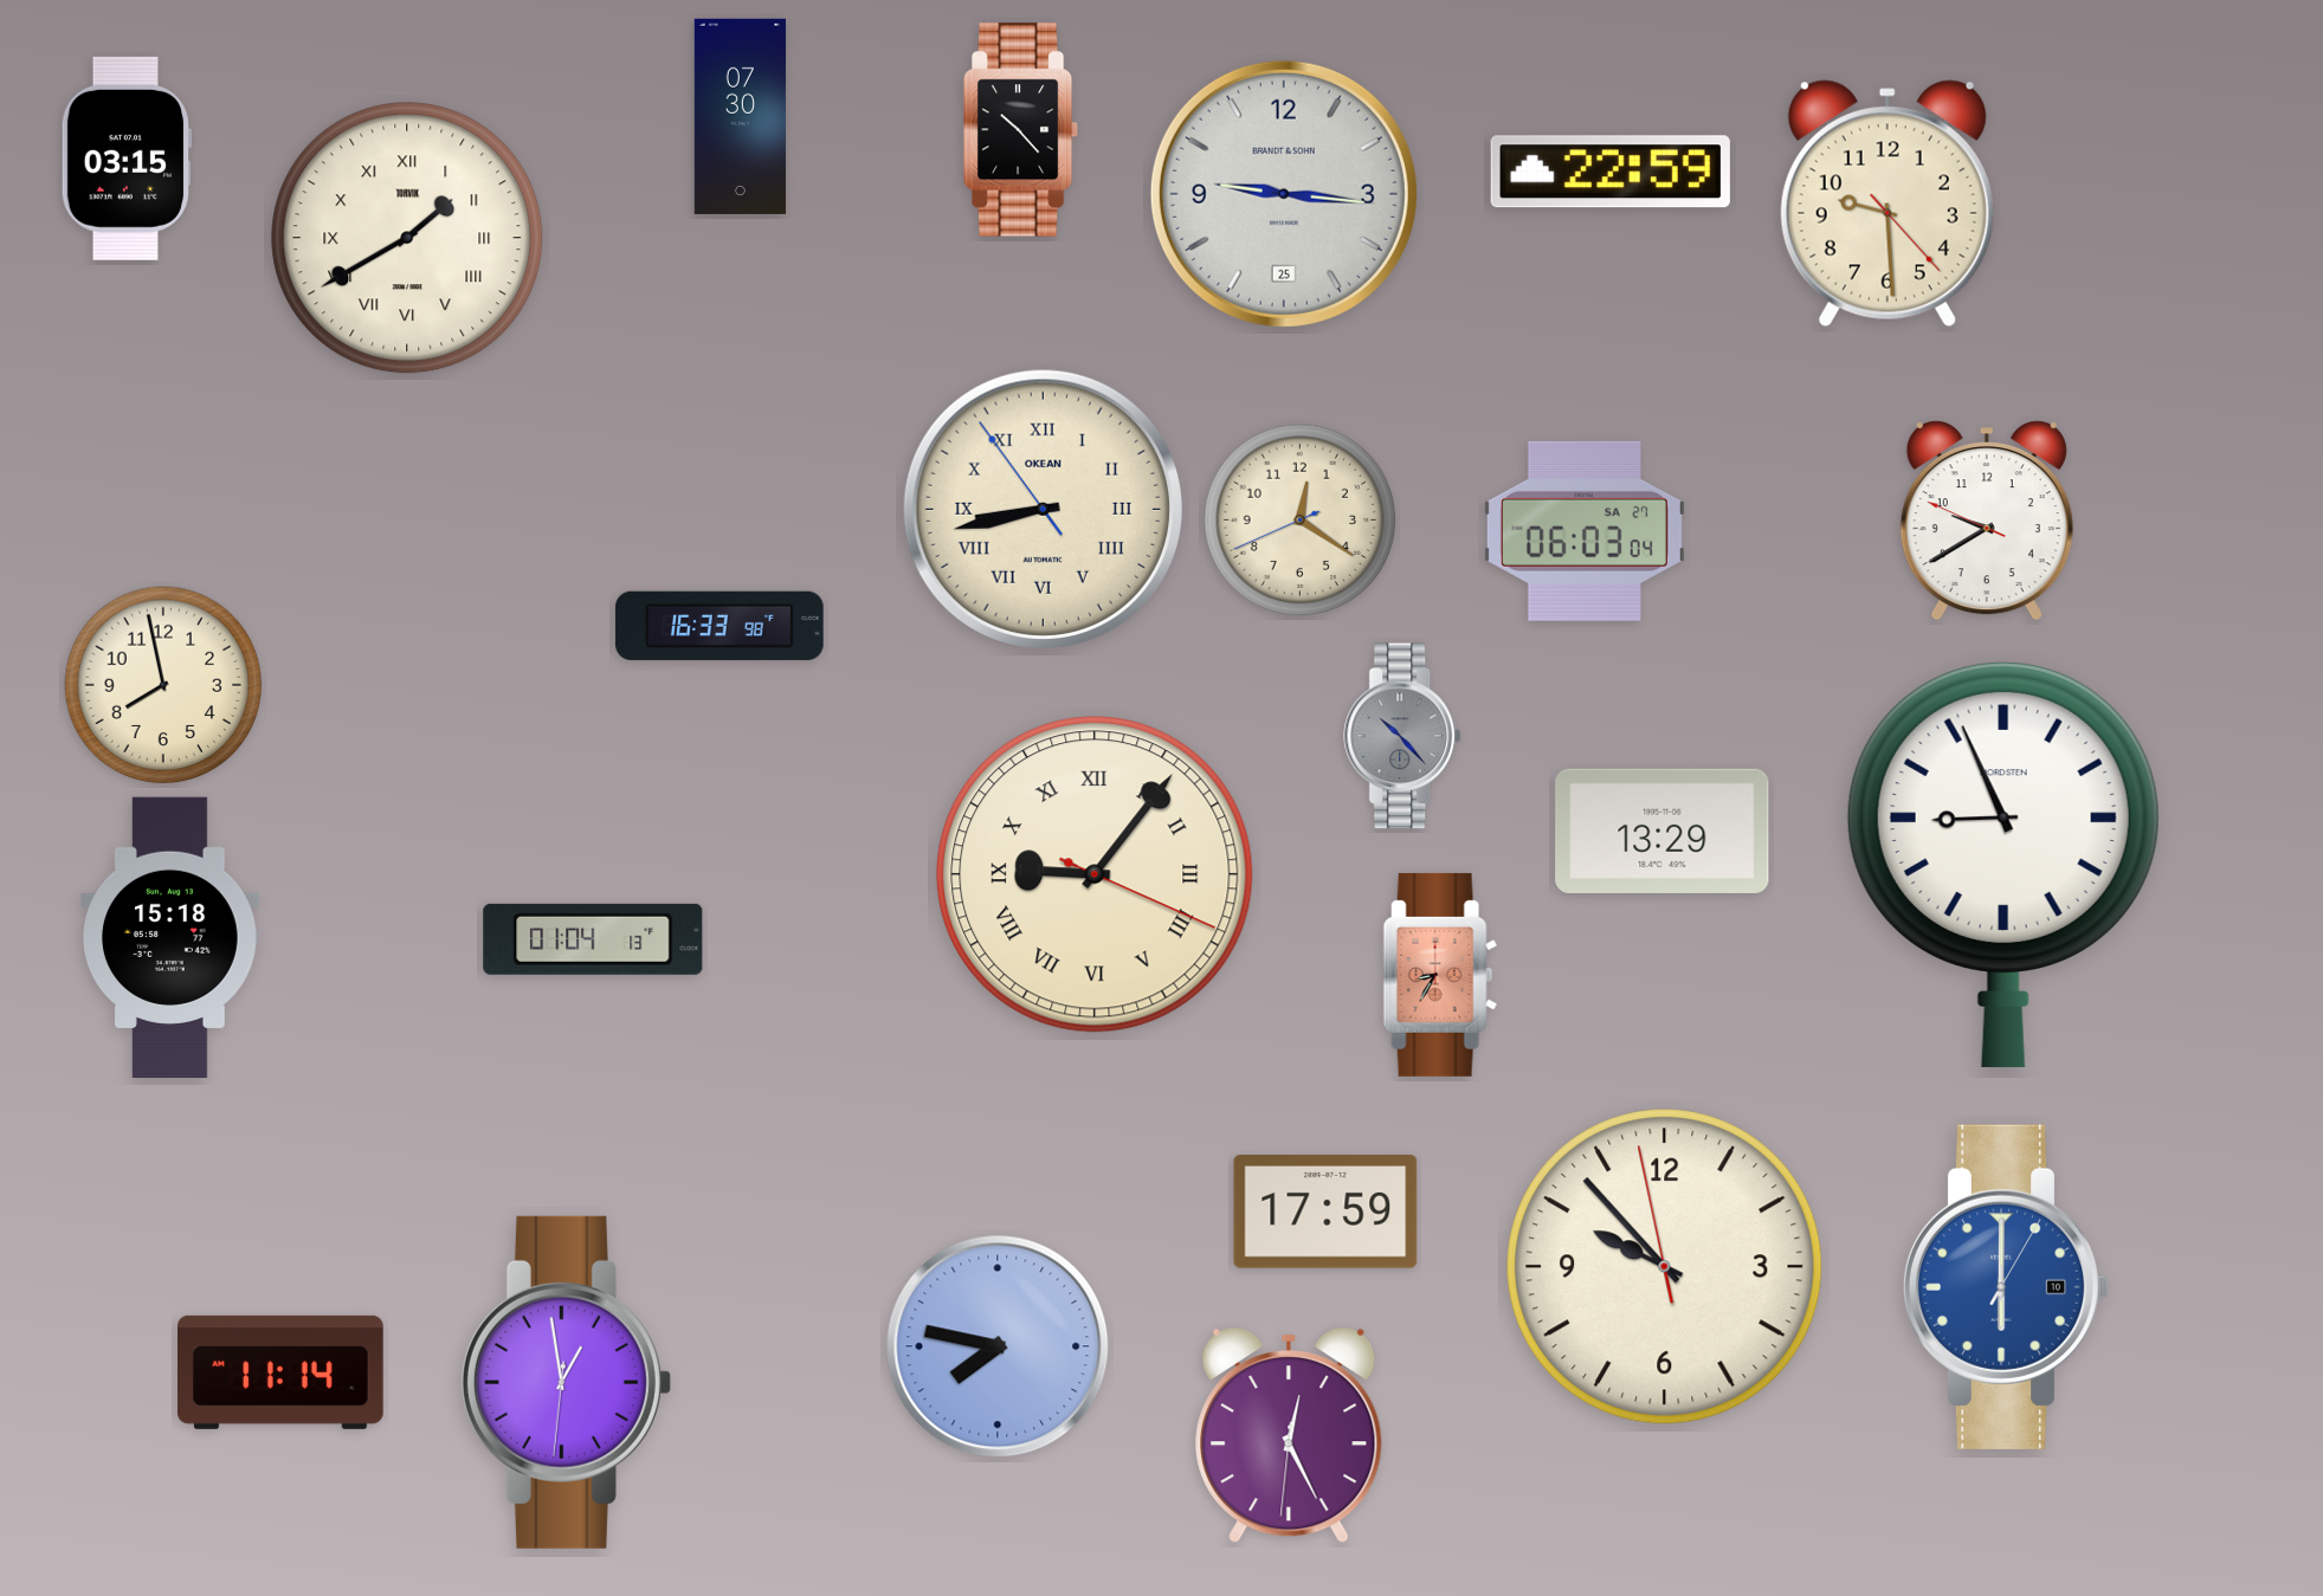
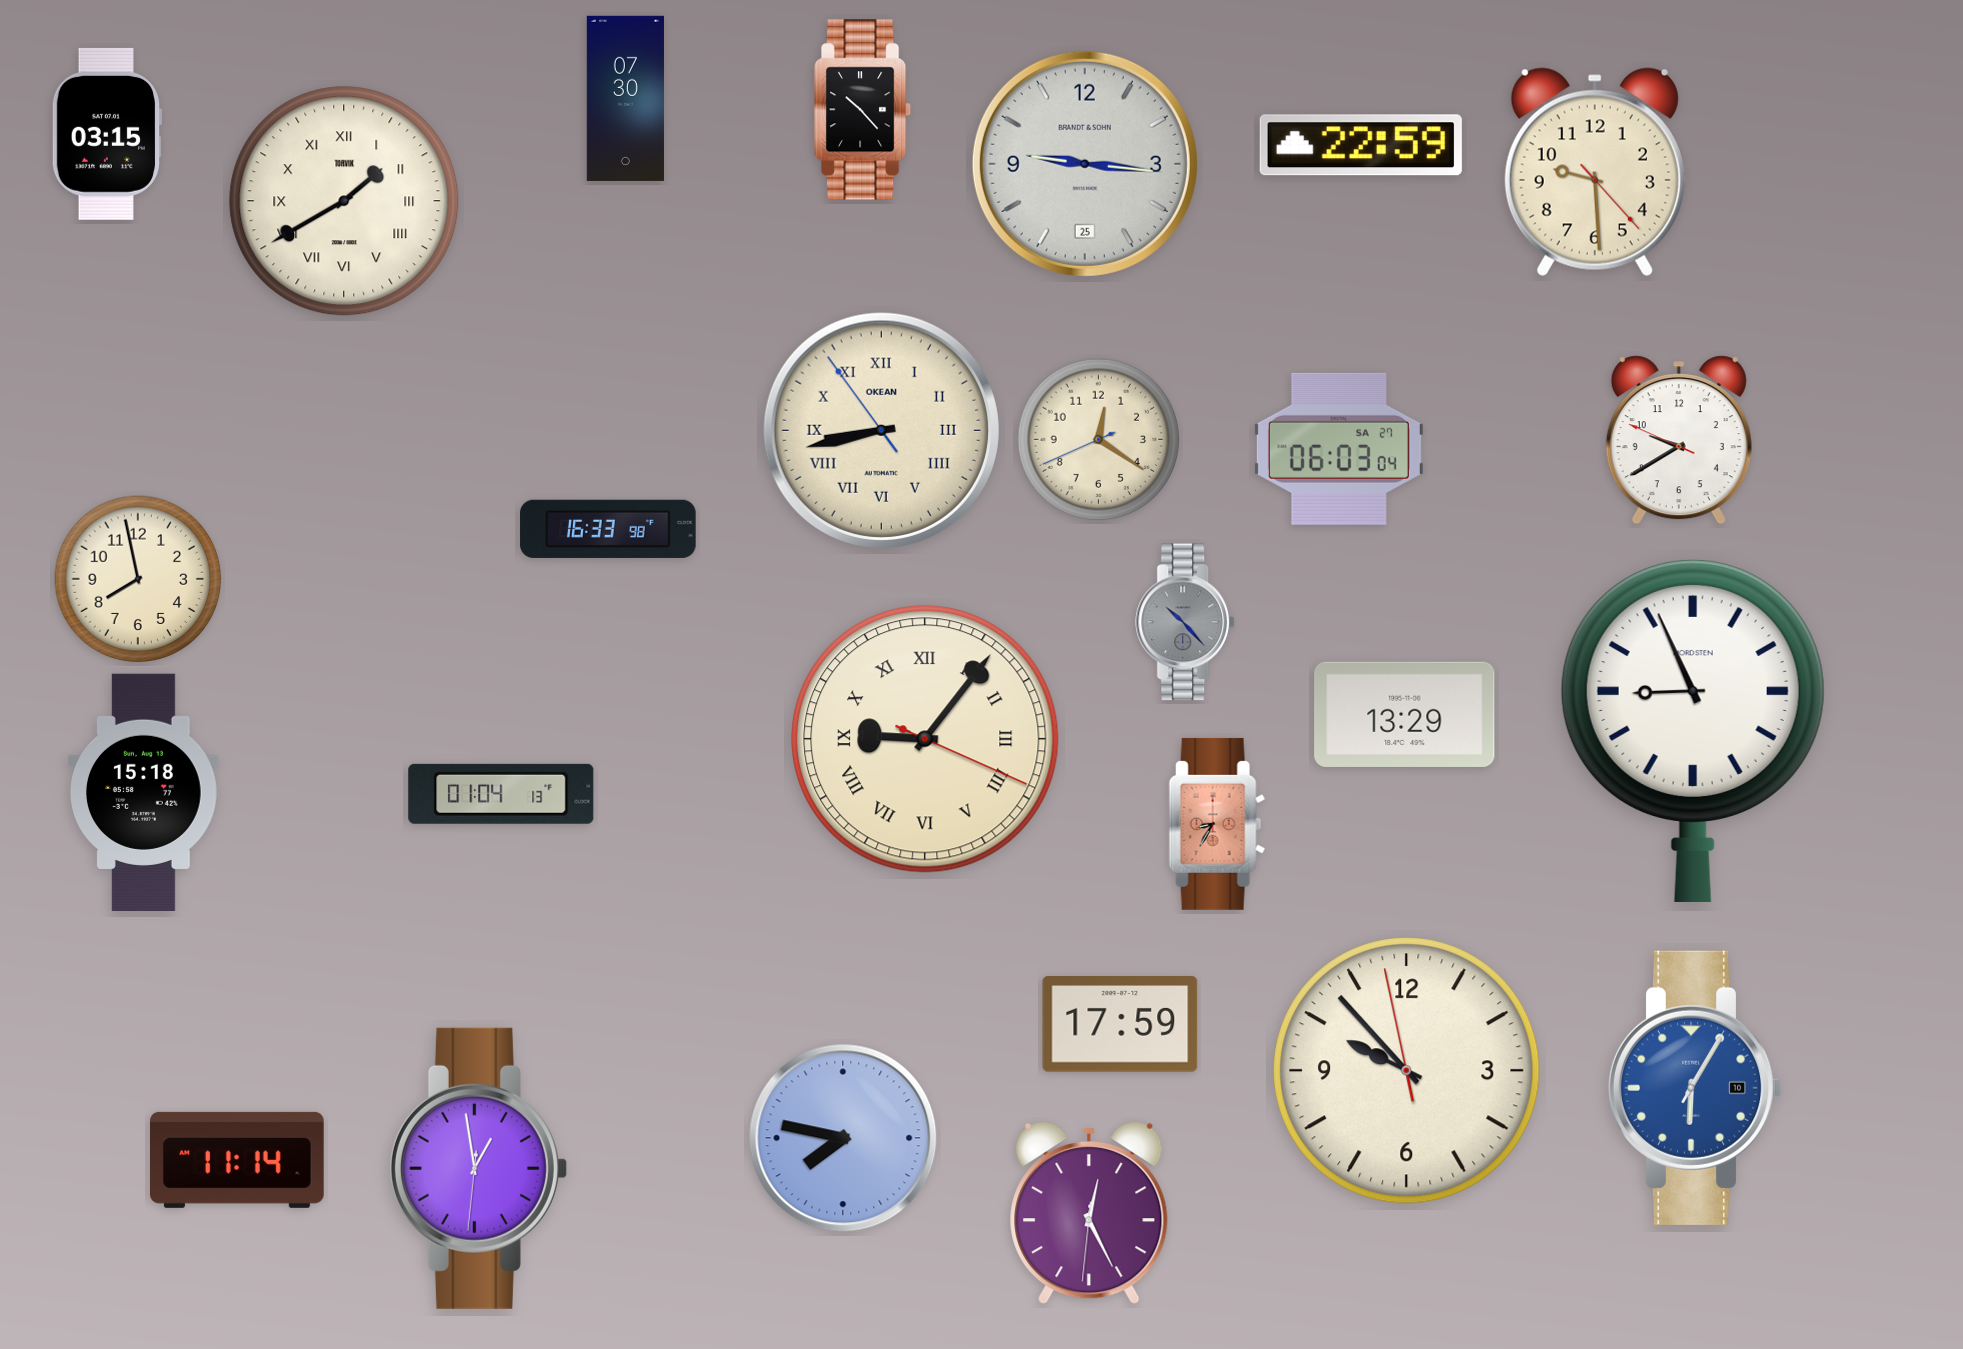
clock at (1663, 831) position: (1663, 831) -> (1405, 714)
clock at (2006, 1287): 6:00 -> 6:05
